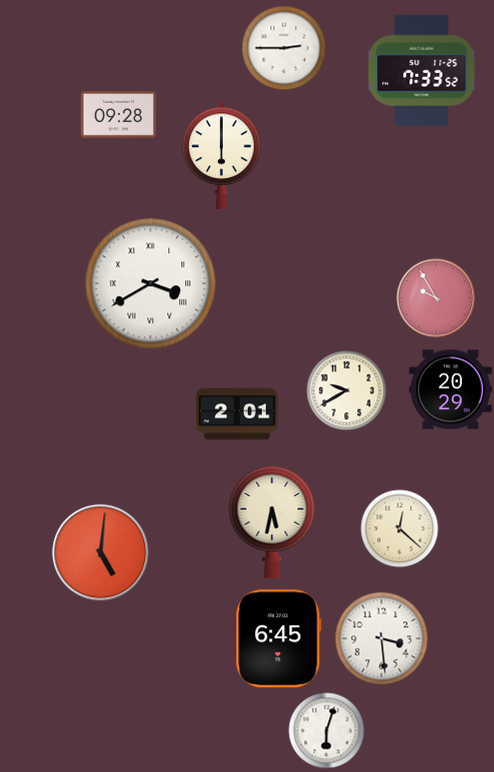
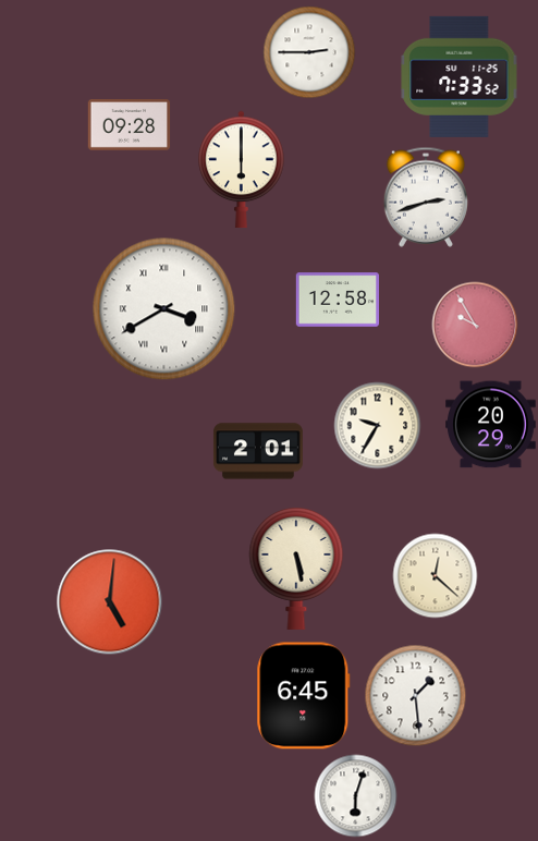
clock at (426, 197): none -> 2:42
clock at (338, 300): none -> 12:58
clock at (347, 391): 9:40 -> 9:35
clock at (272, 521): 5:32 -> 5:28
clock at (382, 639): 3:29 -> 1:29
